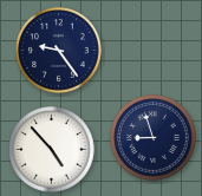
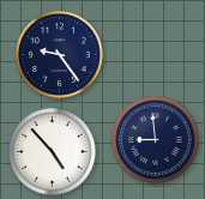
clock at (59, 51) position: (59, 51) -> (60, 55)
clock at (154, 138): 8:57 -> 8:59
